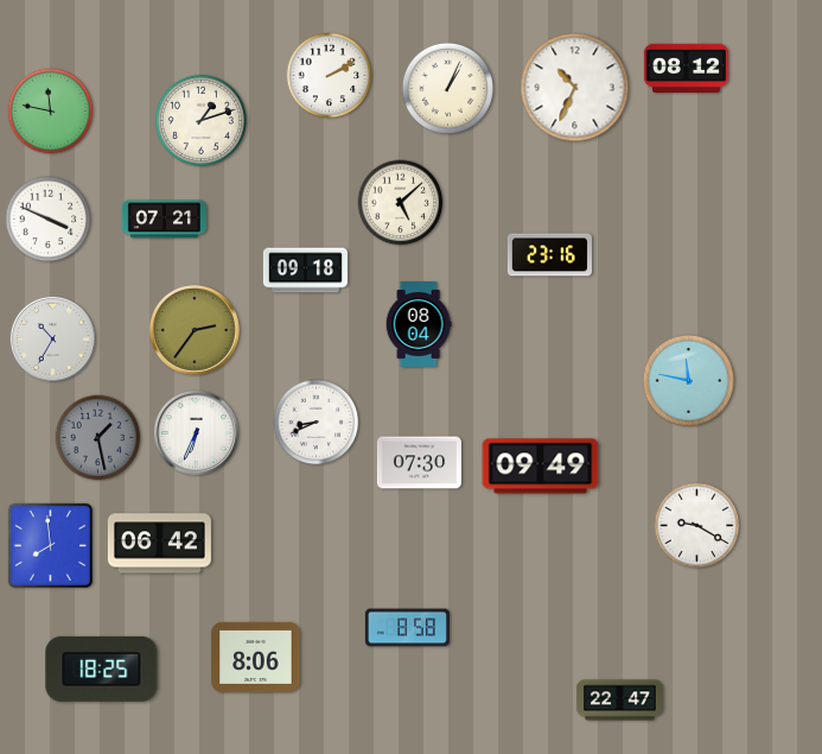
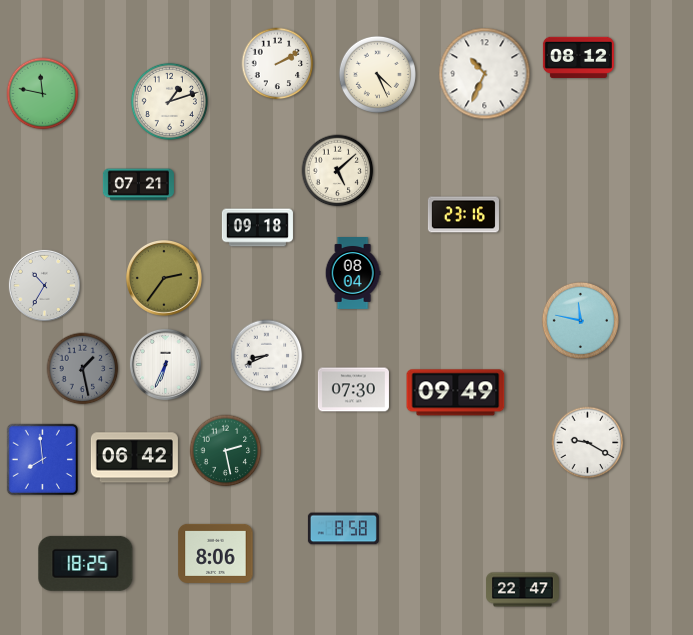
clock at (447, 88): 1:04 -> 4:26
clock at (49, 220): 3:49 -> none
clock at (226, 451): none -> 2:28
